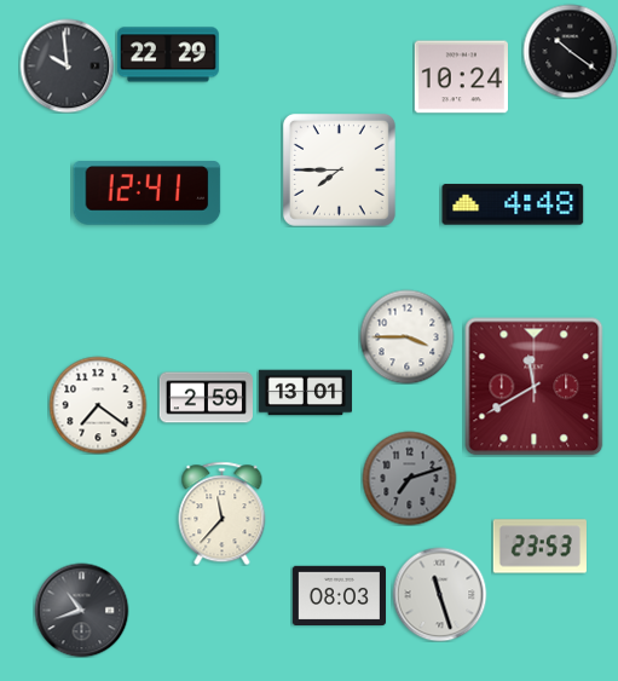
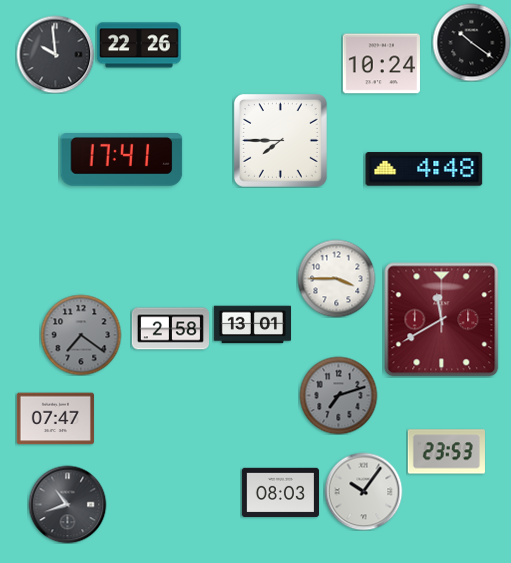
clock at (168, 54): 22:29 -> 22:26
clock at (148, 194): 12:41 -> 17:41
clock at (206, 398): 2:59 -> 2:58
clock at (98, 405) dial: white -> grey
clock at (55, 419): none -> 07:47
clock at (223, 513): 11:37 -> none
clock at (439, 594): 11:27 -> 10:06
